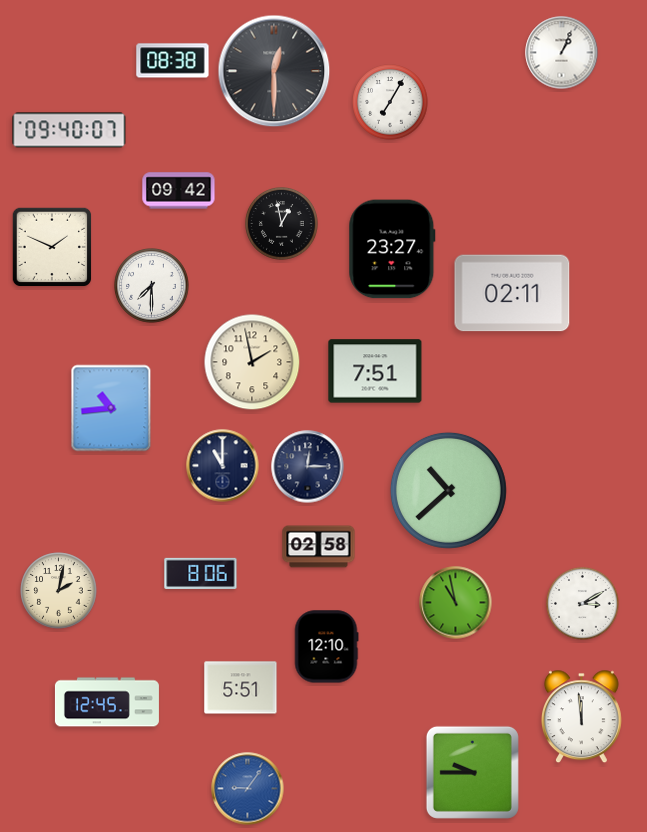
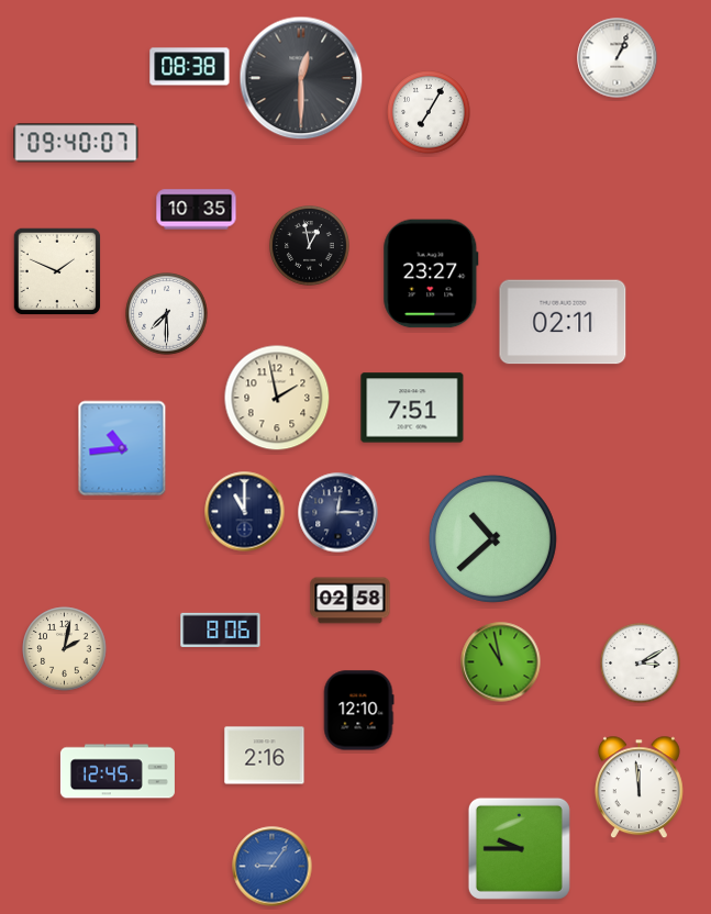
clock at (179, 191): 09:42 -> 10:35
clock at (241, 688): 5:51 -> 2:16
